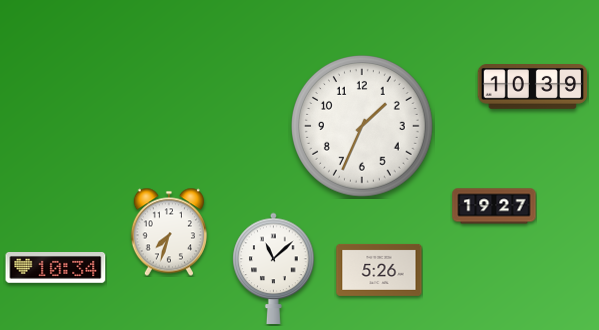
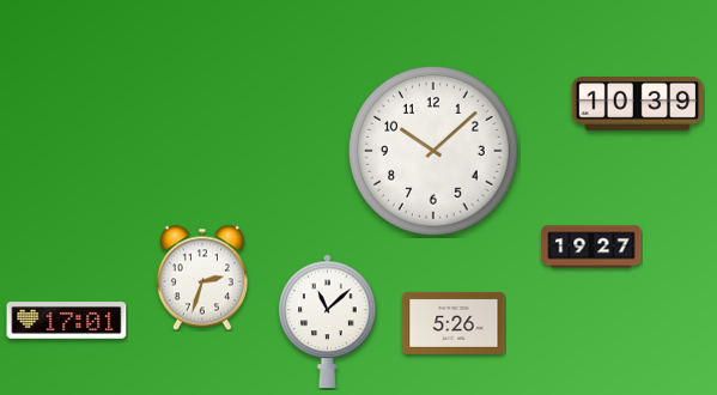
clock at (363, 127): 1:34 -> 10:08
clock at (169, 232): 7:33 -> 2:33
clock at (56, 268): 10:34 -> 17:01
